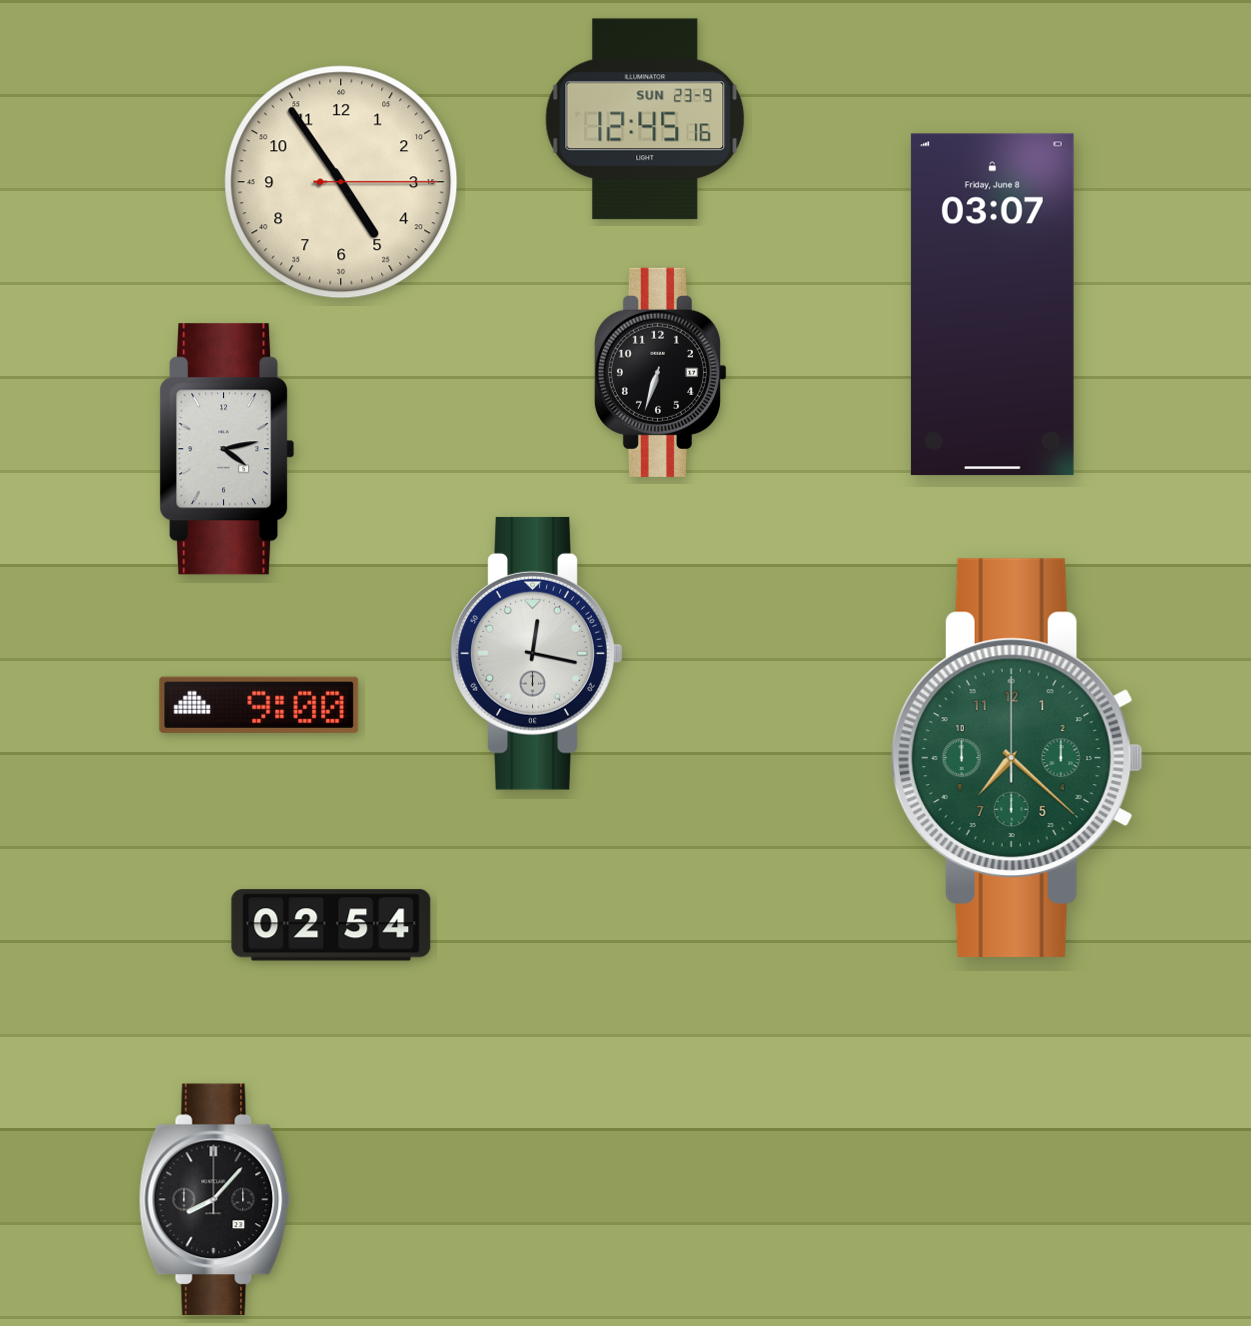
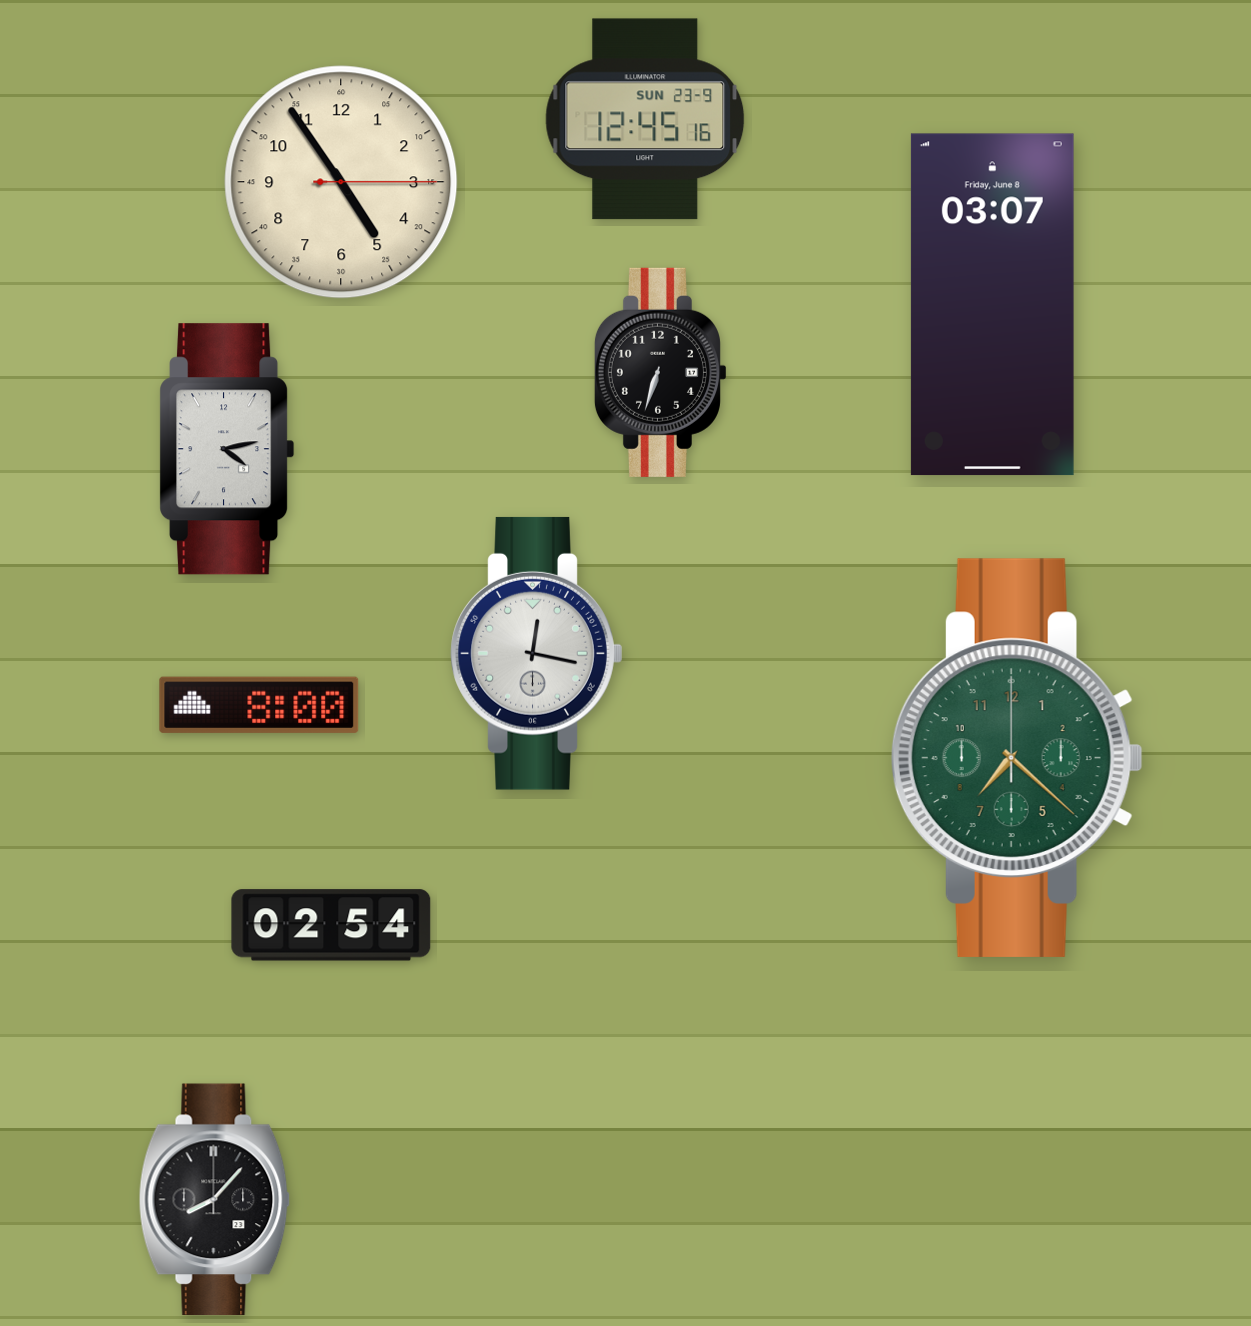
clock at (259, 705): 9:00 -> 8:00
